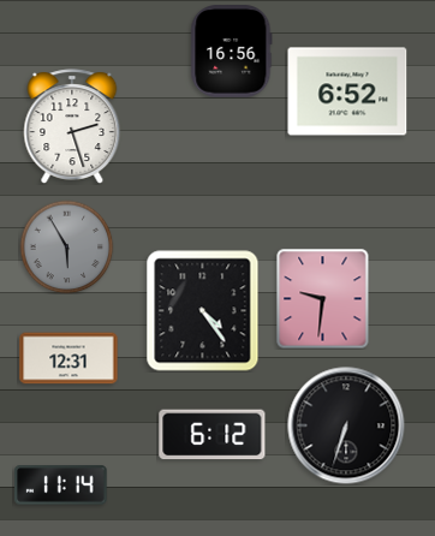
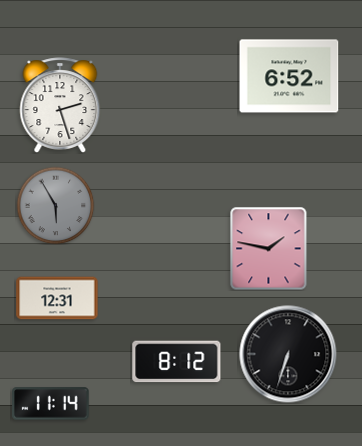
clock at (232, 52): 16:56 -> none
clock at (323, 298): 9:31 -> 1:47
clock at (203, 311): 4:24 -> none
clock at (213, 435): 6:12 -> 8:12
